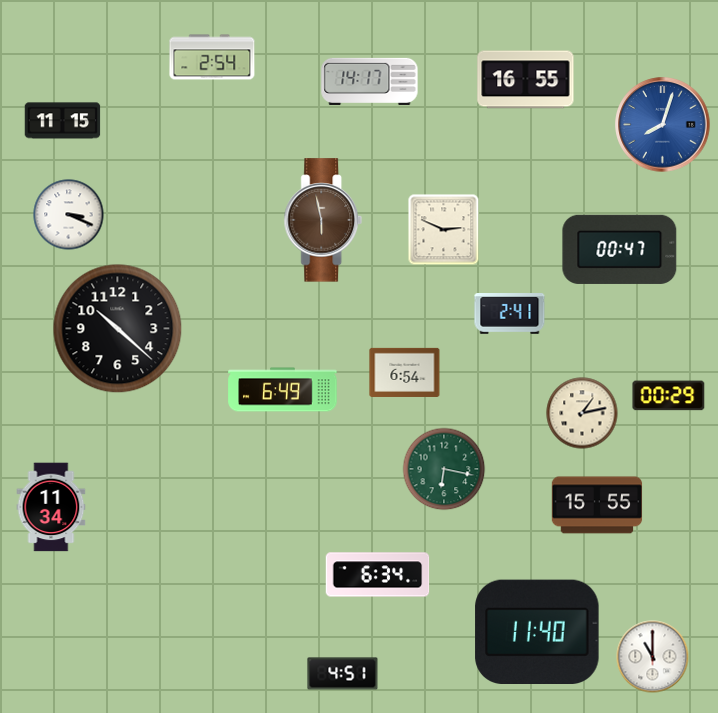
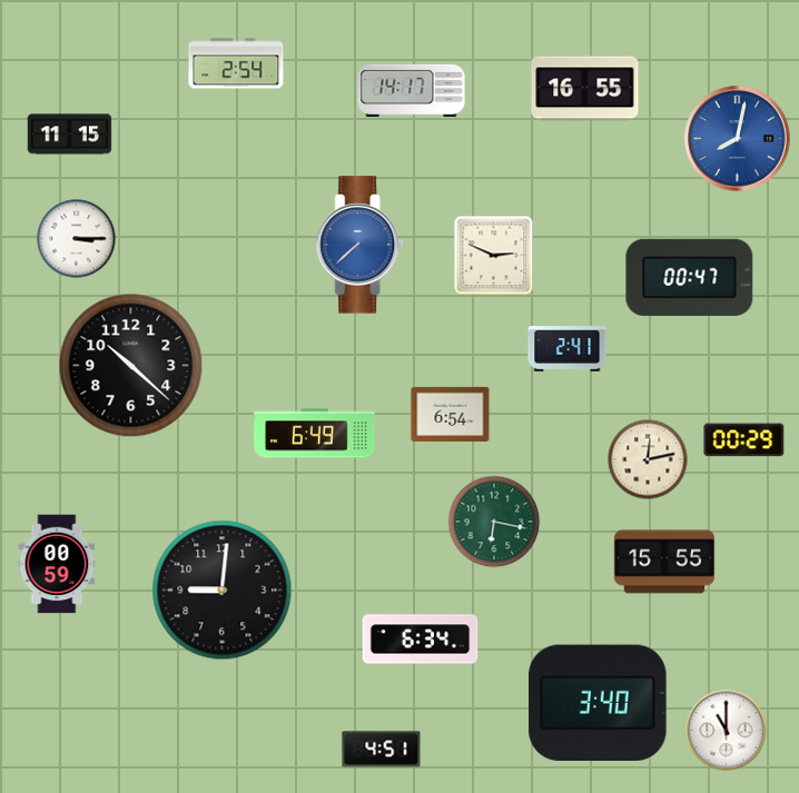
clock at (663, 125): 8:03 -> 8:02
clock at (69, 215): 3:19 -> 3:15
clock at (323, 220): 5:58 -> 7:38
clock at (323, 220) dial: brown -> blue
clock at (582, 413): 1:13 -> 12:13
clock at (51, 507): 11:34 -> 00:59
clock at (223, 591): none -> 9:01
clock at (537, 632): 11:40 -> 3:40
